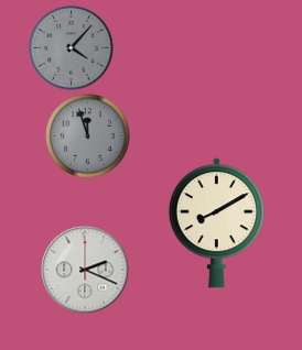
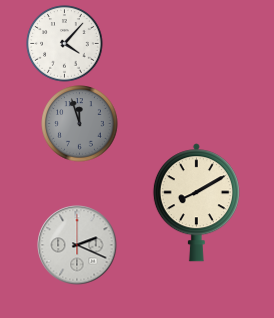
clock at (72, 48) dial: grey -> white
